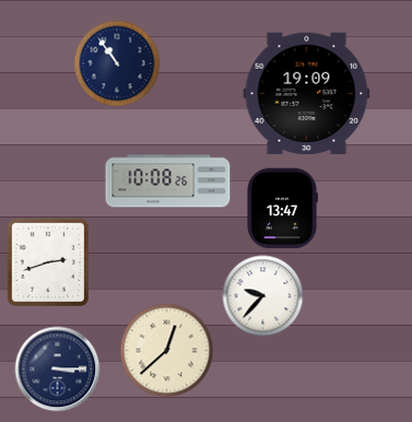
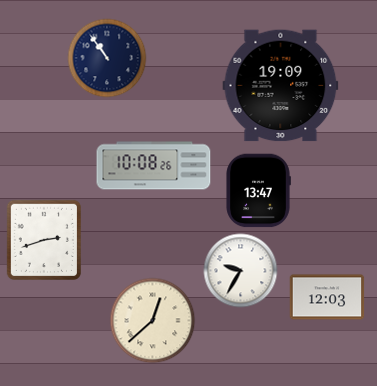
clock at (263, 296): 9:37 -> 9:35
clock at (327, 297): none -> 12:03
clock at (58, 370): 3:15 -> none
